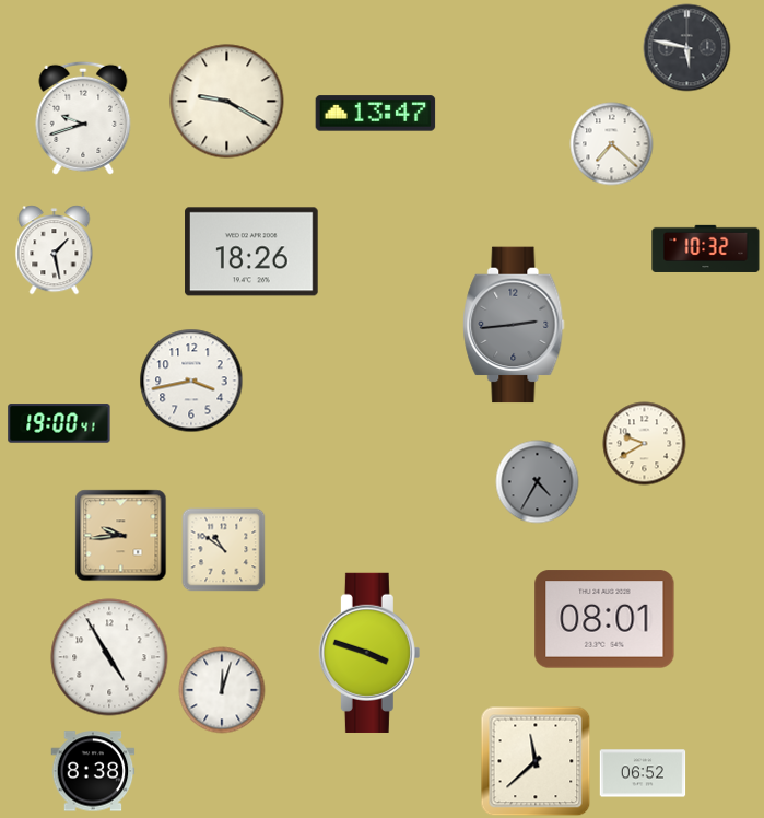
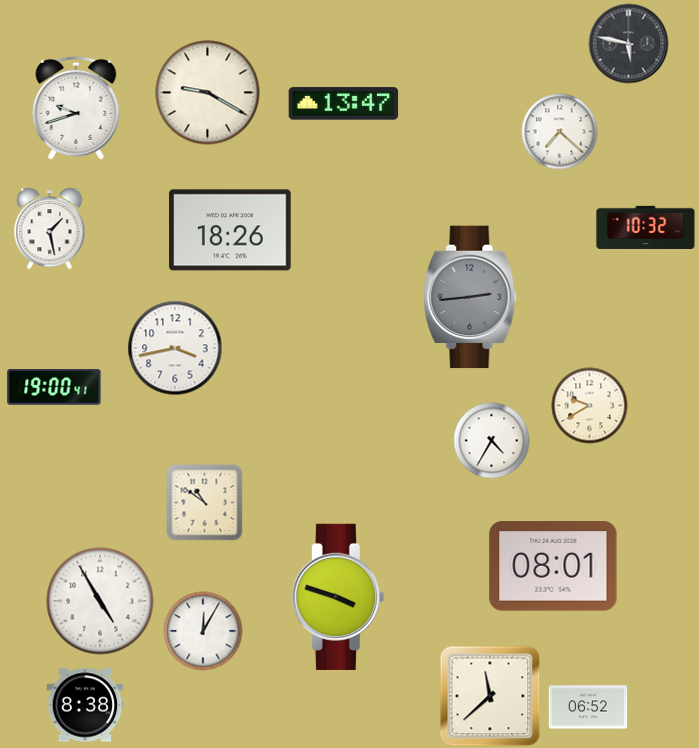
clock at (538, 482) dial: grey -> white
clock at (121, 536): 9:44 -> none
clock at (222, 690): 12:03 -> 12:05
